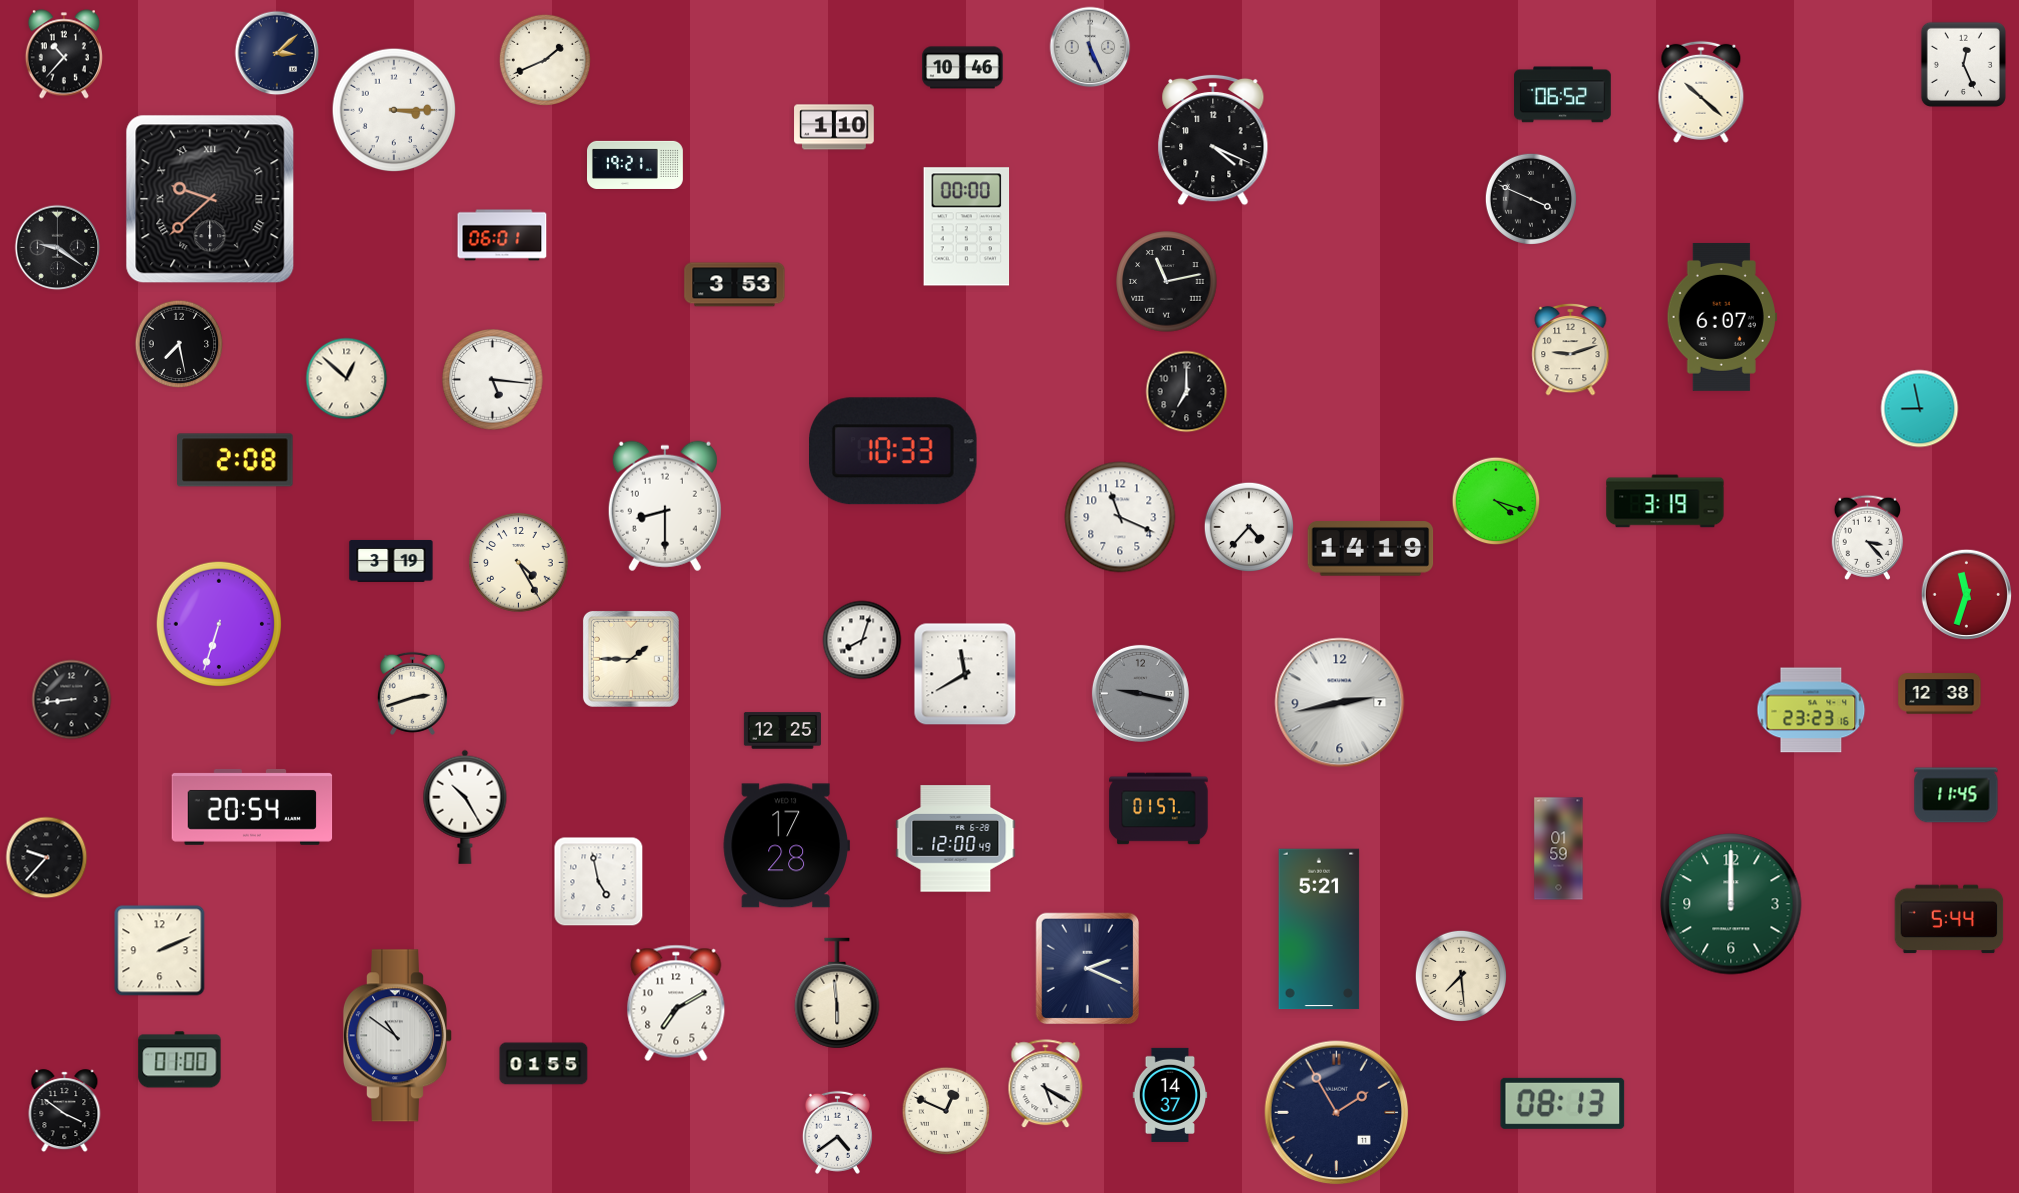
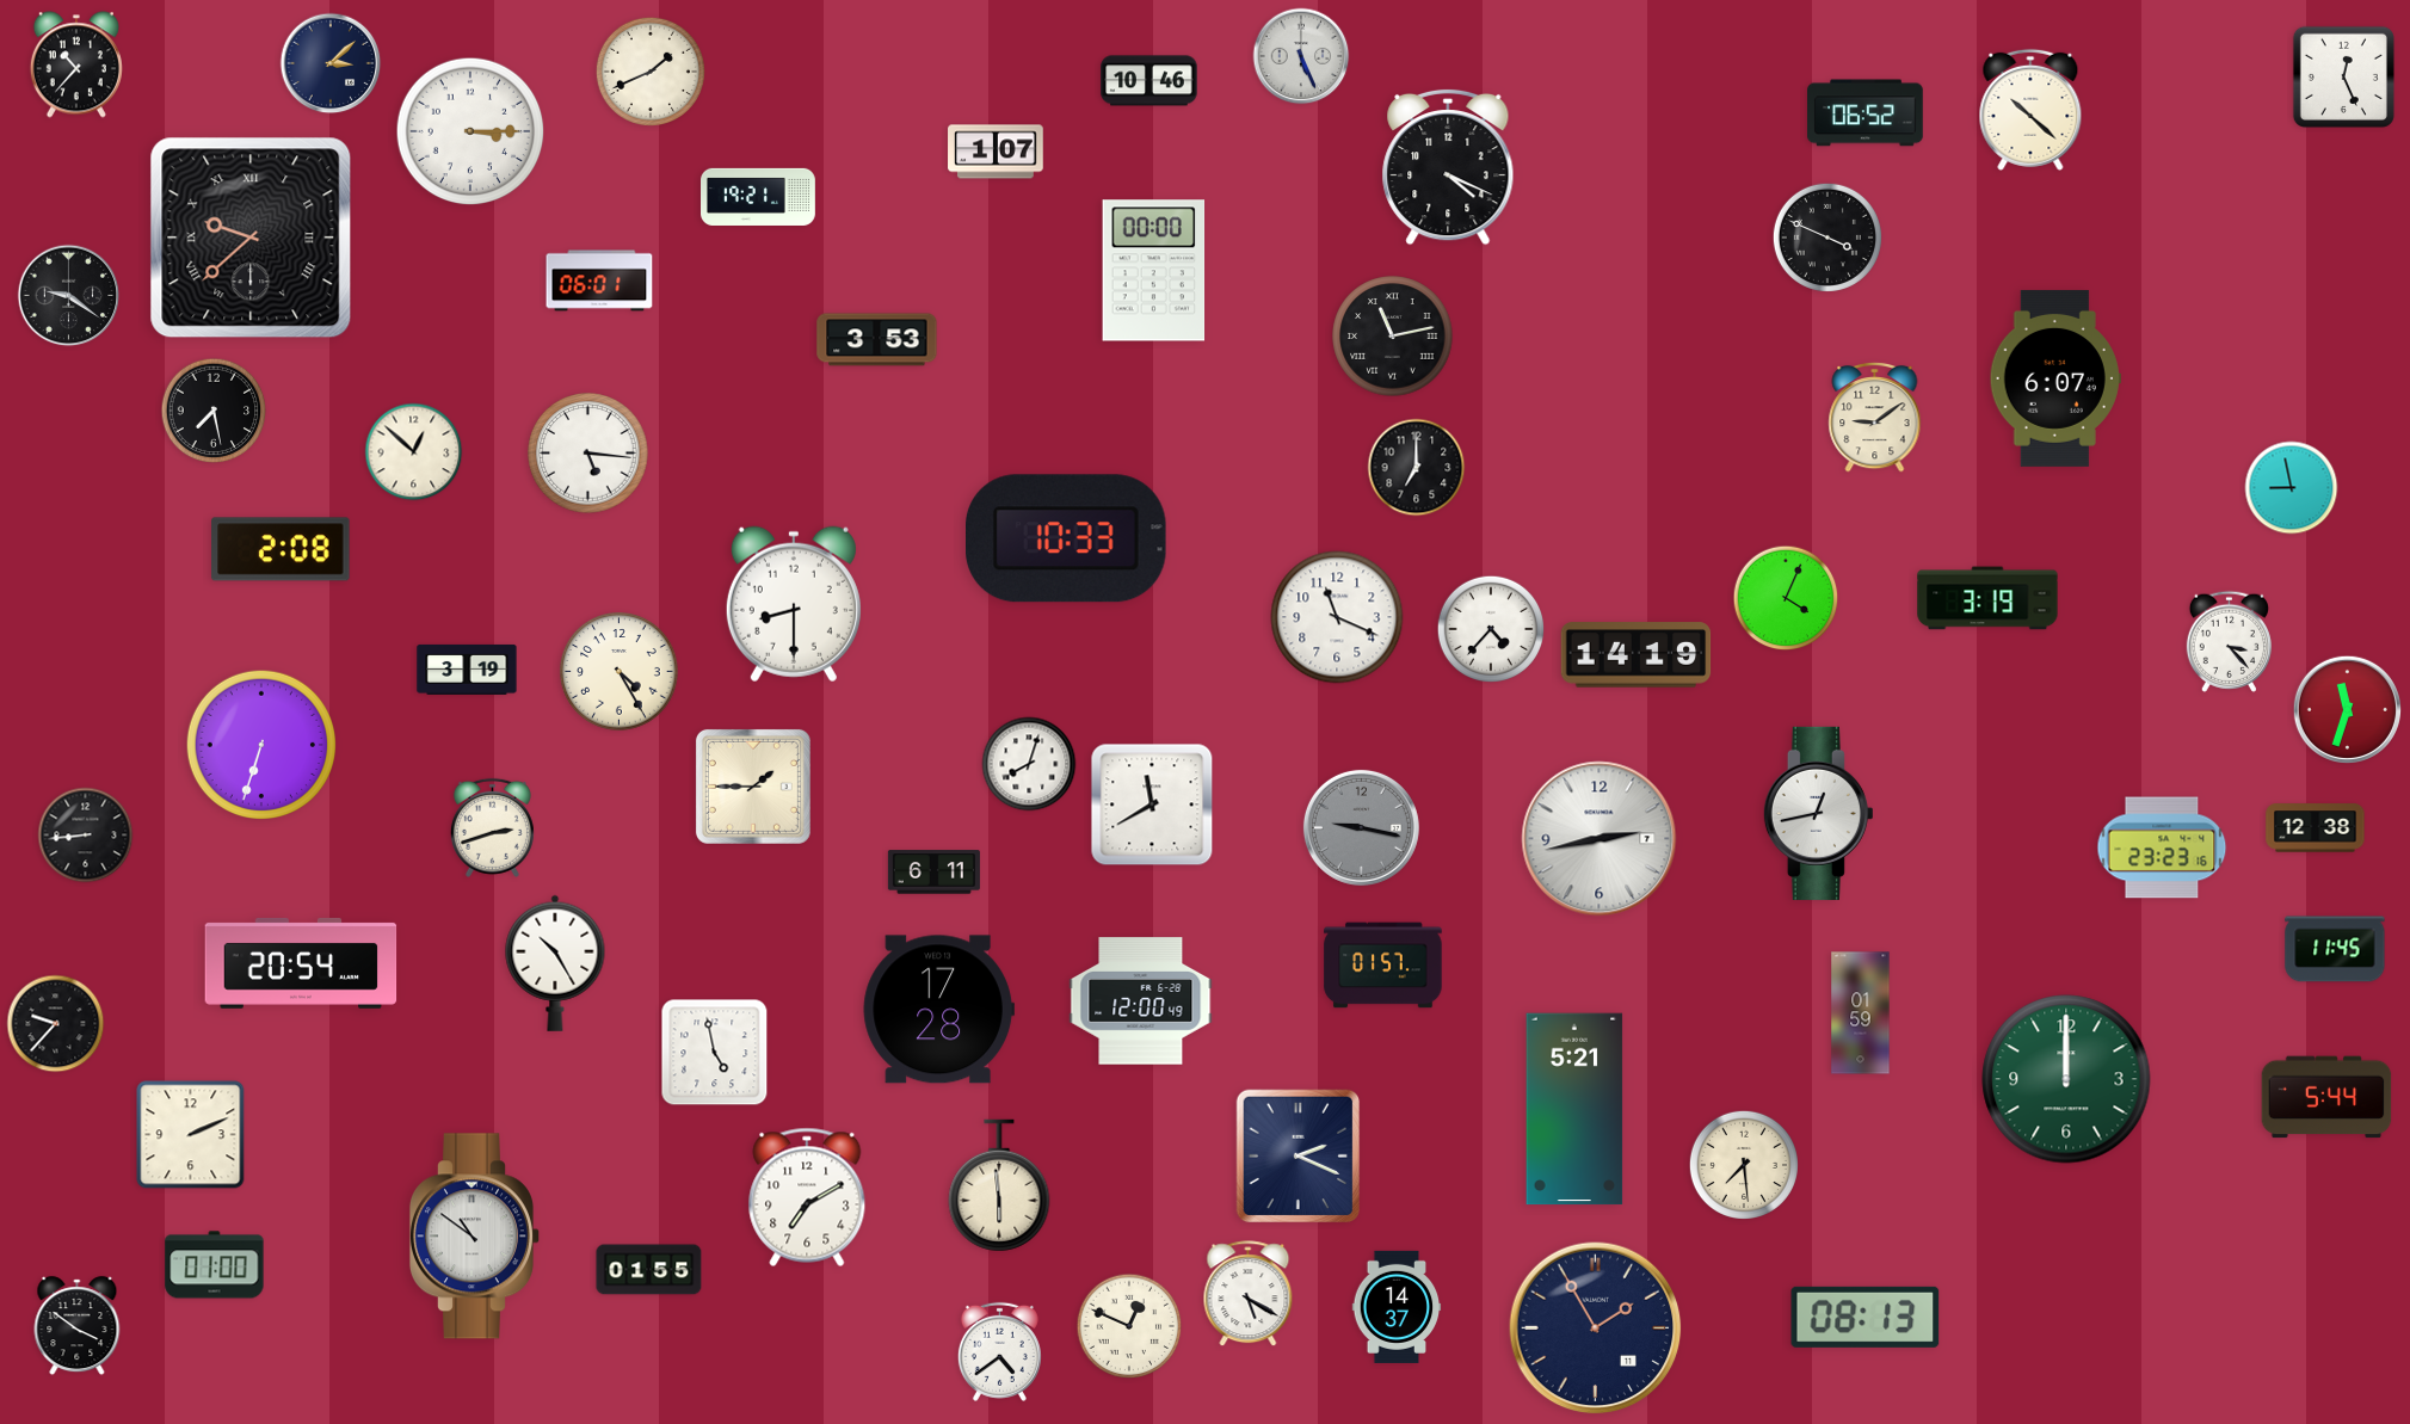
clock at (834, 127): 1:10 -> 1:07
clock at (1571, 349): 9:12 -> 9:09
clock at (1496, 501): 4:18 -> 4:04
clock at (1818, 813): none -> 12:43
clock at (782, 731): 12:25 -> 6:11
